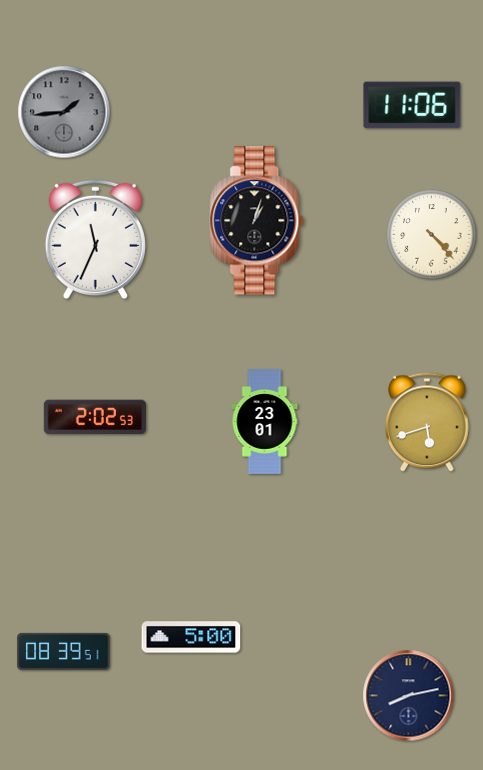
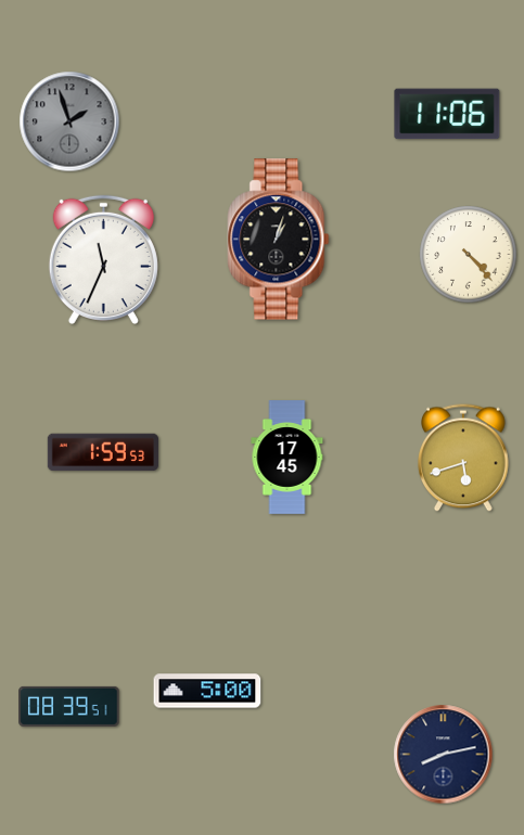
clock at (64, 112): 1:44 -> 1:57
clock at (95, 417): 2:02 -> 1:59
clock at (265, 422): 23:01 -> 17:45
